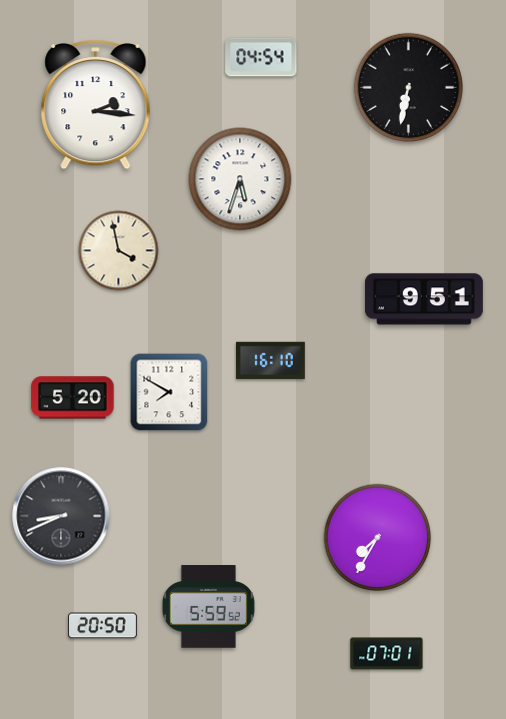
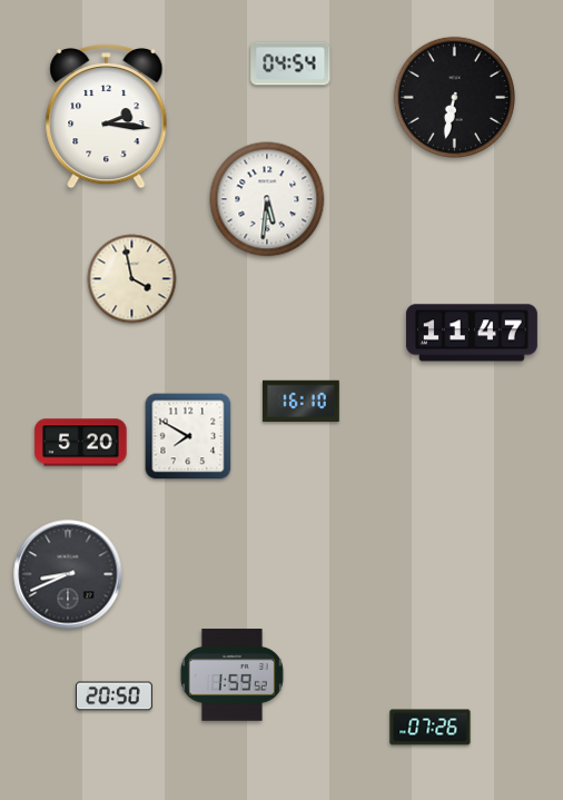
clock at (240, 179): 5:33 -> 5:31
clock at (424, 299): 9:51 -> 11:47
clock at (378, 538): 7:35 -> none
clock at (208, 607): 5:59 -> 1:59
clock at (387, 654): 07:01 -> 07:26
